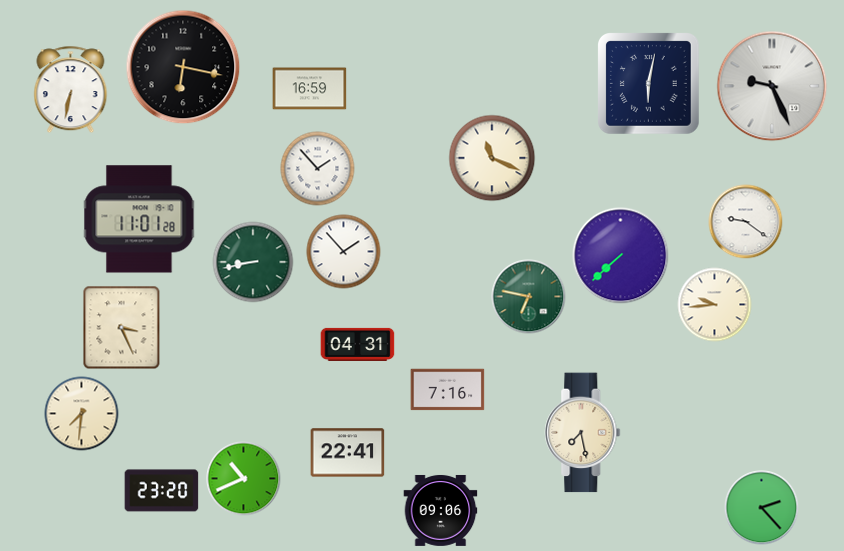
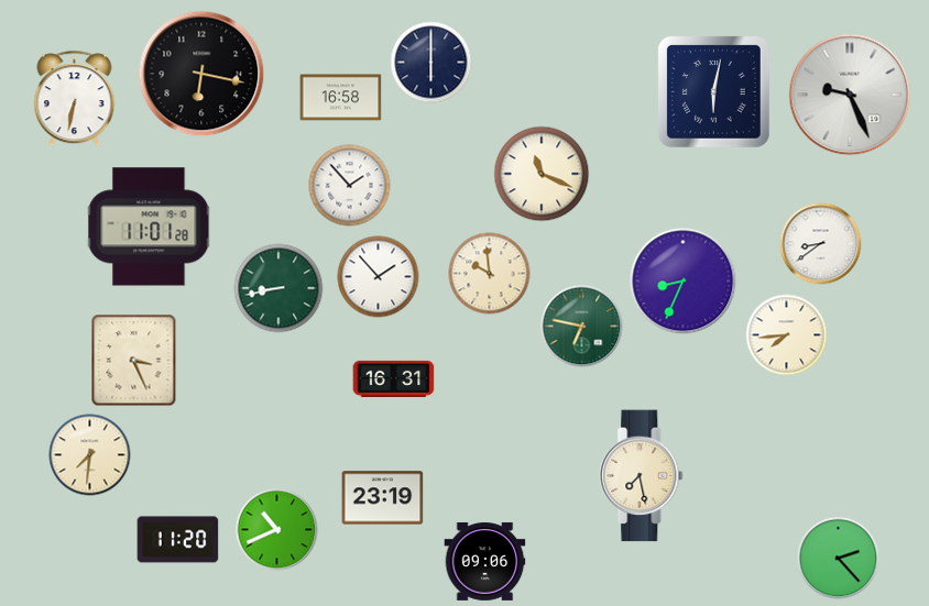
clock at (431, 63): none -> 6:00
clock at (310, 89): 16:59 -> 16:58
clock at (71, 90) position: (71, 90) -> (75, 99)
clock at (139, 219) position: (139, 219) -> (149, 227)
clock at (746, 222): 9:21 -> 8:39
clock at (490, 274): none -> 9:59
clock at (621, 256): 7:38 -> 8:34
clock at (715, 305): 9:44 -> 7:44
clock at (358, 344): 04:31 -> 16:31
clock at (448, 390): 7:16 -> none
clock at (348, 453): 22:41 -> 23:19
clock at (244, 479) position: (244, 479) -> (277, 530)
clock at (162, 491): 23:20 -> 11:20
